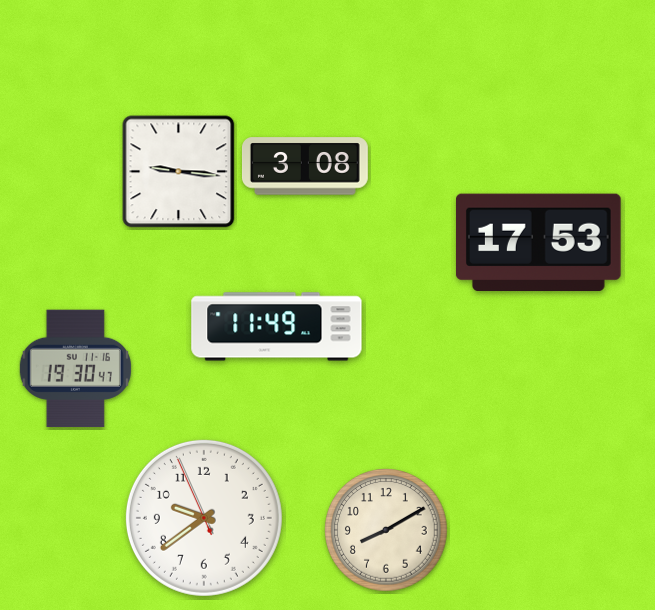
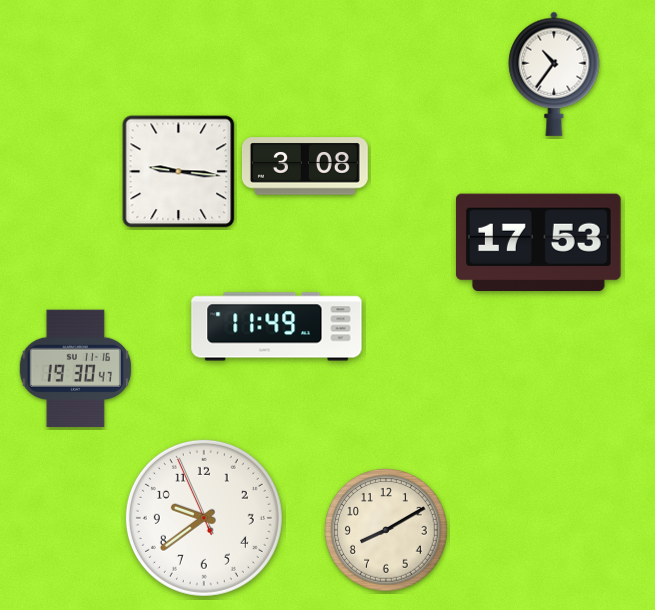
clock at (554, 74): none -> 10:36
